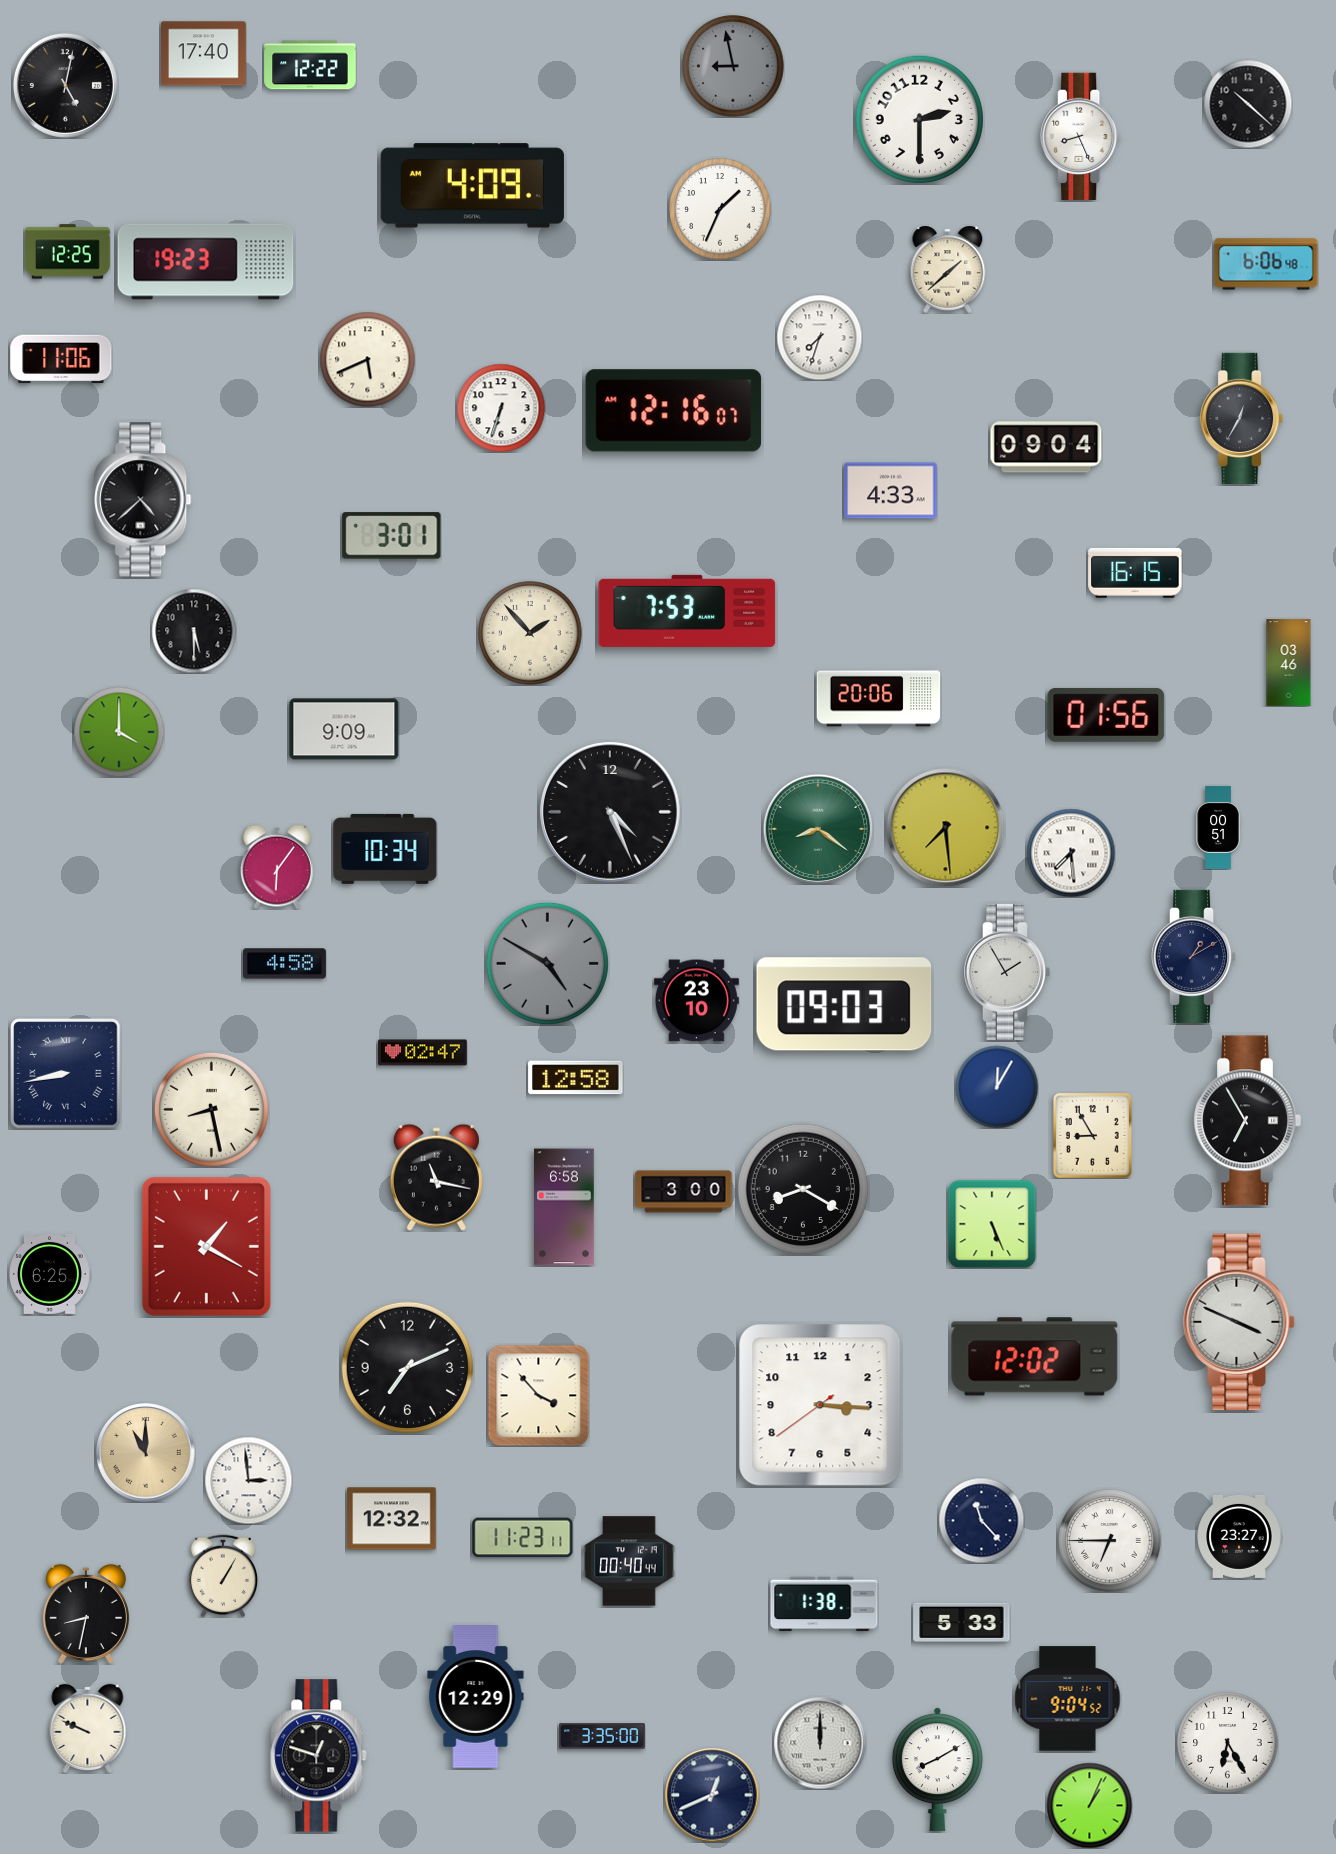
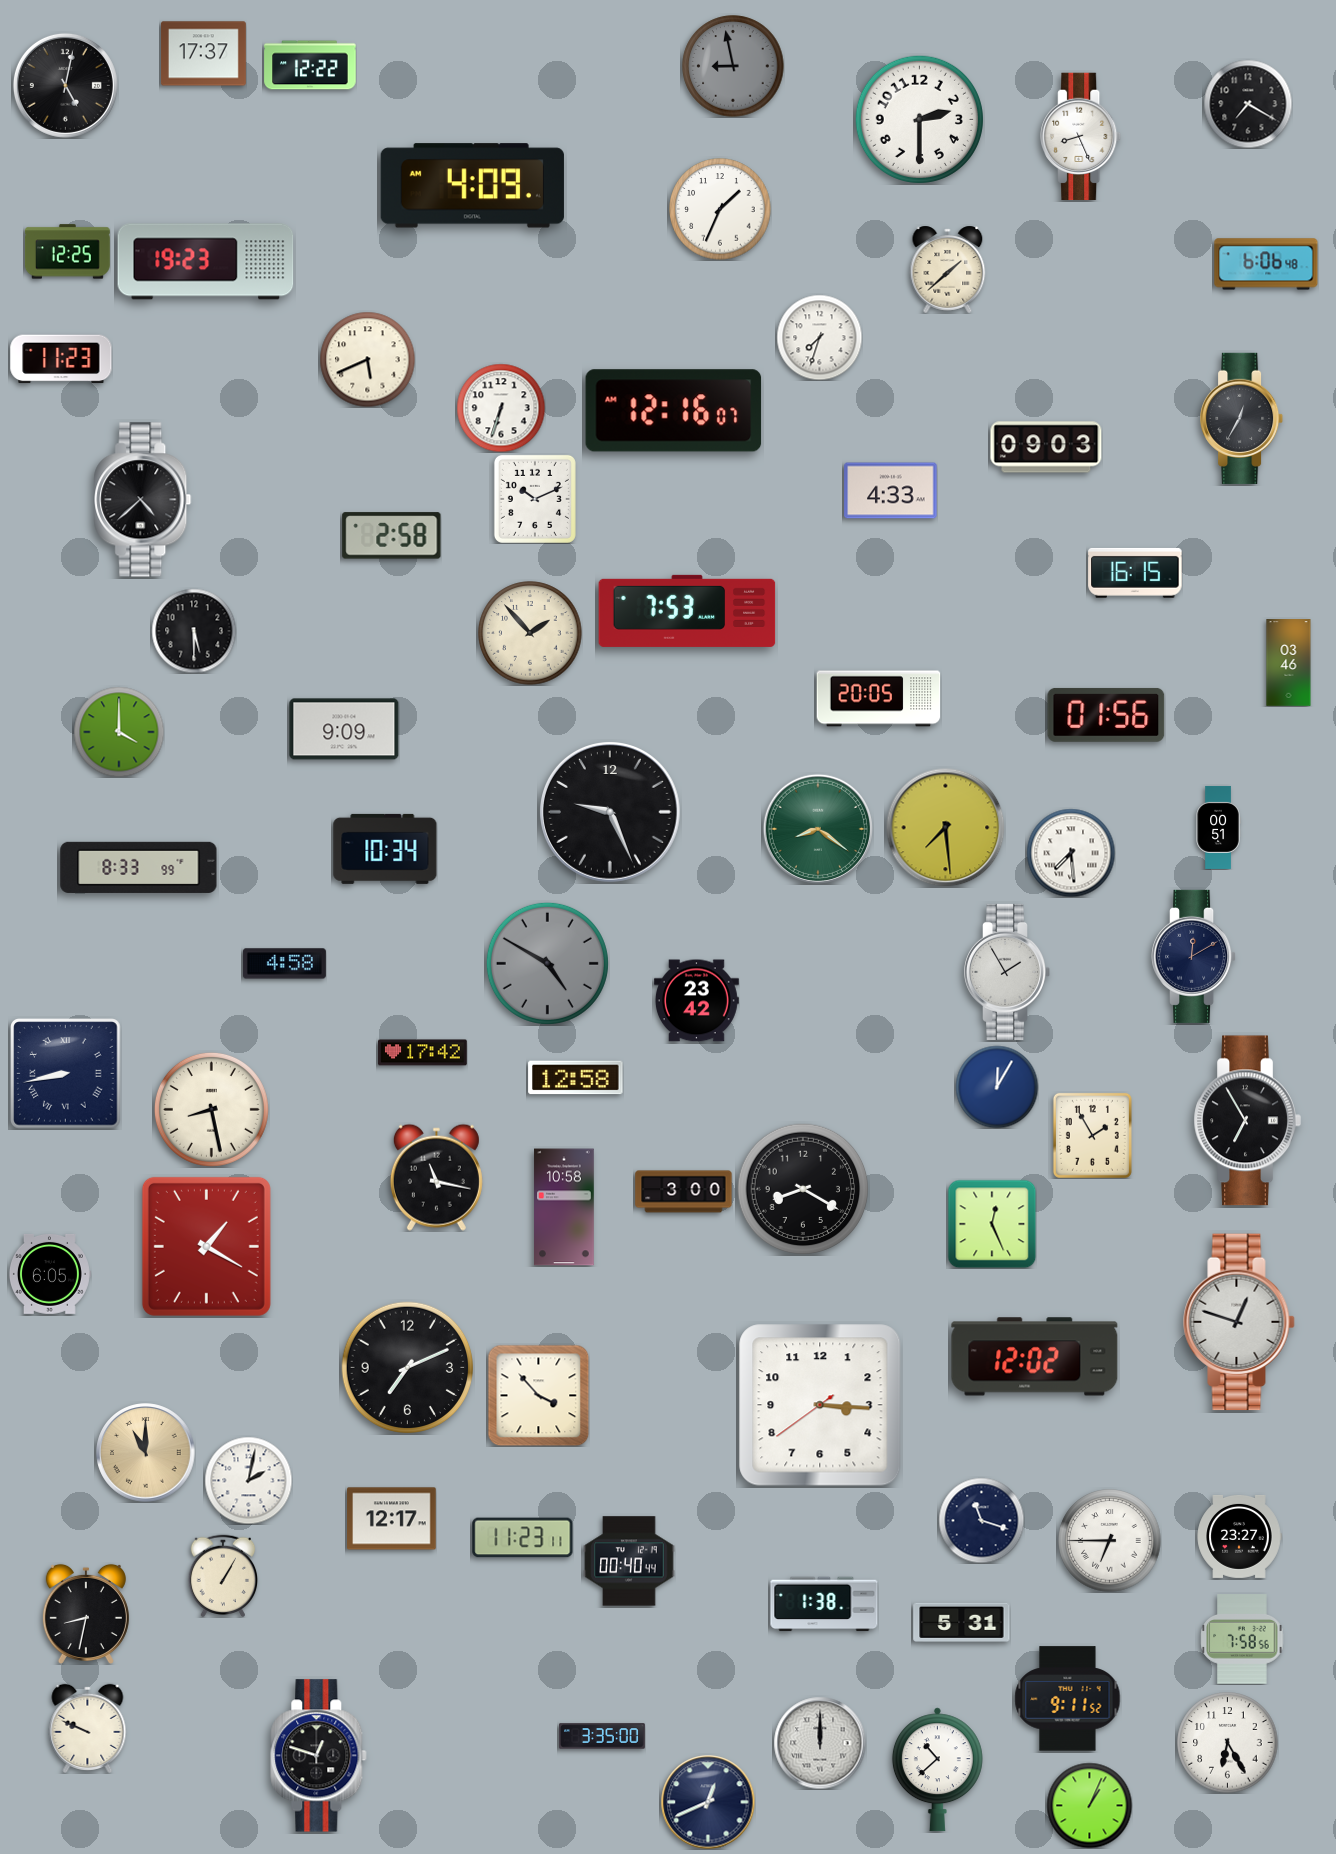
clock at (203, 54): 17:40 -> 17:37
clock at (1248, 104): 10:22 -> 7:20
clock at (61, 359): 11:06 -> 11:23
clock at (1046, 447): 09:04 -> 09:03
clock at (535, 499): none -> 10:11
clock at (392, 536): 3:01 -> 2:58
clock at (879, 699): 20:06 -> 20:05
clock at (611, 813): 4:26 -> 9:26
clock at (139, 867): none -> 8:33
clock at (277, 867): 6:06 -> none
clock at (1194, 956): 1:10 -> 12:10
clock at (696, 1001): 23:10 -> 23:42
clock at (844, 1004): 09:03 -> none
clock at (423, 1053): 02:47 -> 17:42
clock at (1092, 1135): 8:55 -> 1:55
clock at (564, 1207): 6:58 -> 10:58
clock at (992, 1224): 5:26 -> 12:26
clock at (50, 1274): 6:25 -> 6:05
clock at (1239, 1322): 3:49 -> 12:48
clock at (248, 1480): 2:59 -> 2:02
clock at (392, 1519): 12:32 -> 12:17
clock at (981, 1520): 11:23 -> 11:18
clock at (962, 1622): 5:33 -> 5:31
clock at (1242, 1639): none -> 7:58
clock at (476, 1697): 12:29 -> none
clock at (1068, 1699): 9:04 -> 9:11
clock at (937, 1770): 8:10 -> 10:38
clock at (712, 1795) position: (712, 1795) -> (708, 1802)
